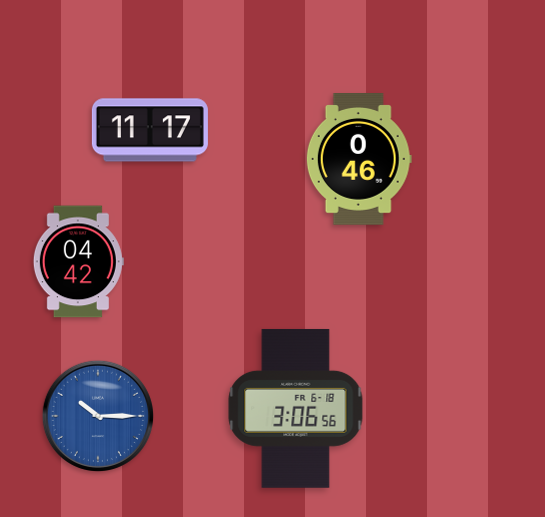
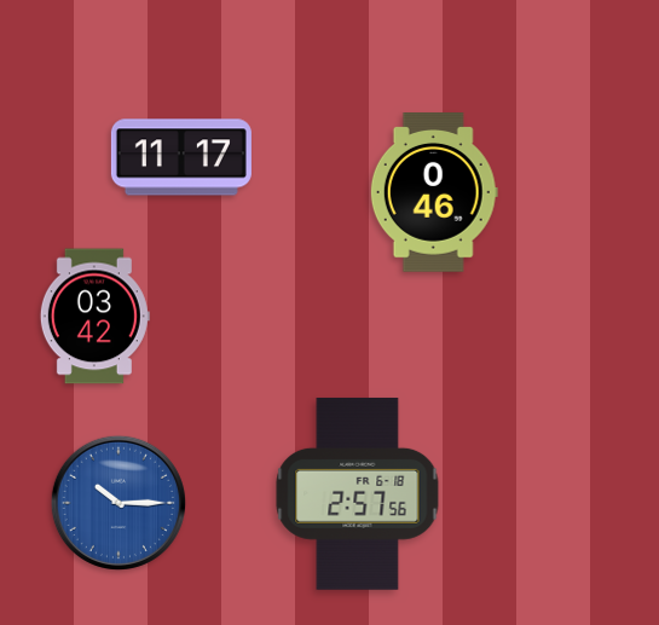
clock at (78, 262): 04:42 -> 03:42
clock at (296, 408): 3:06 -> 2:57
